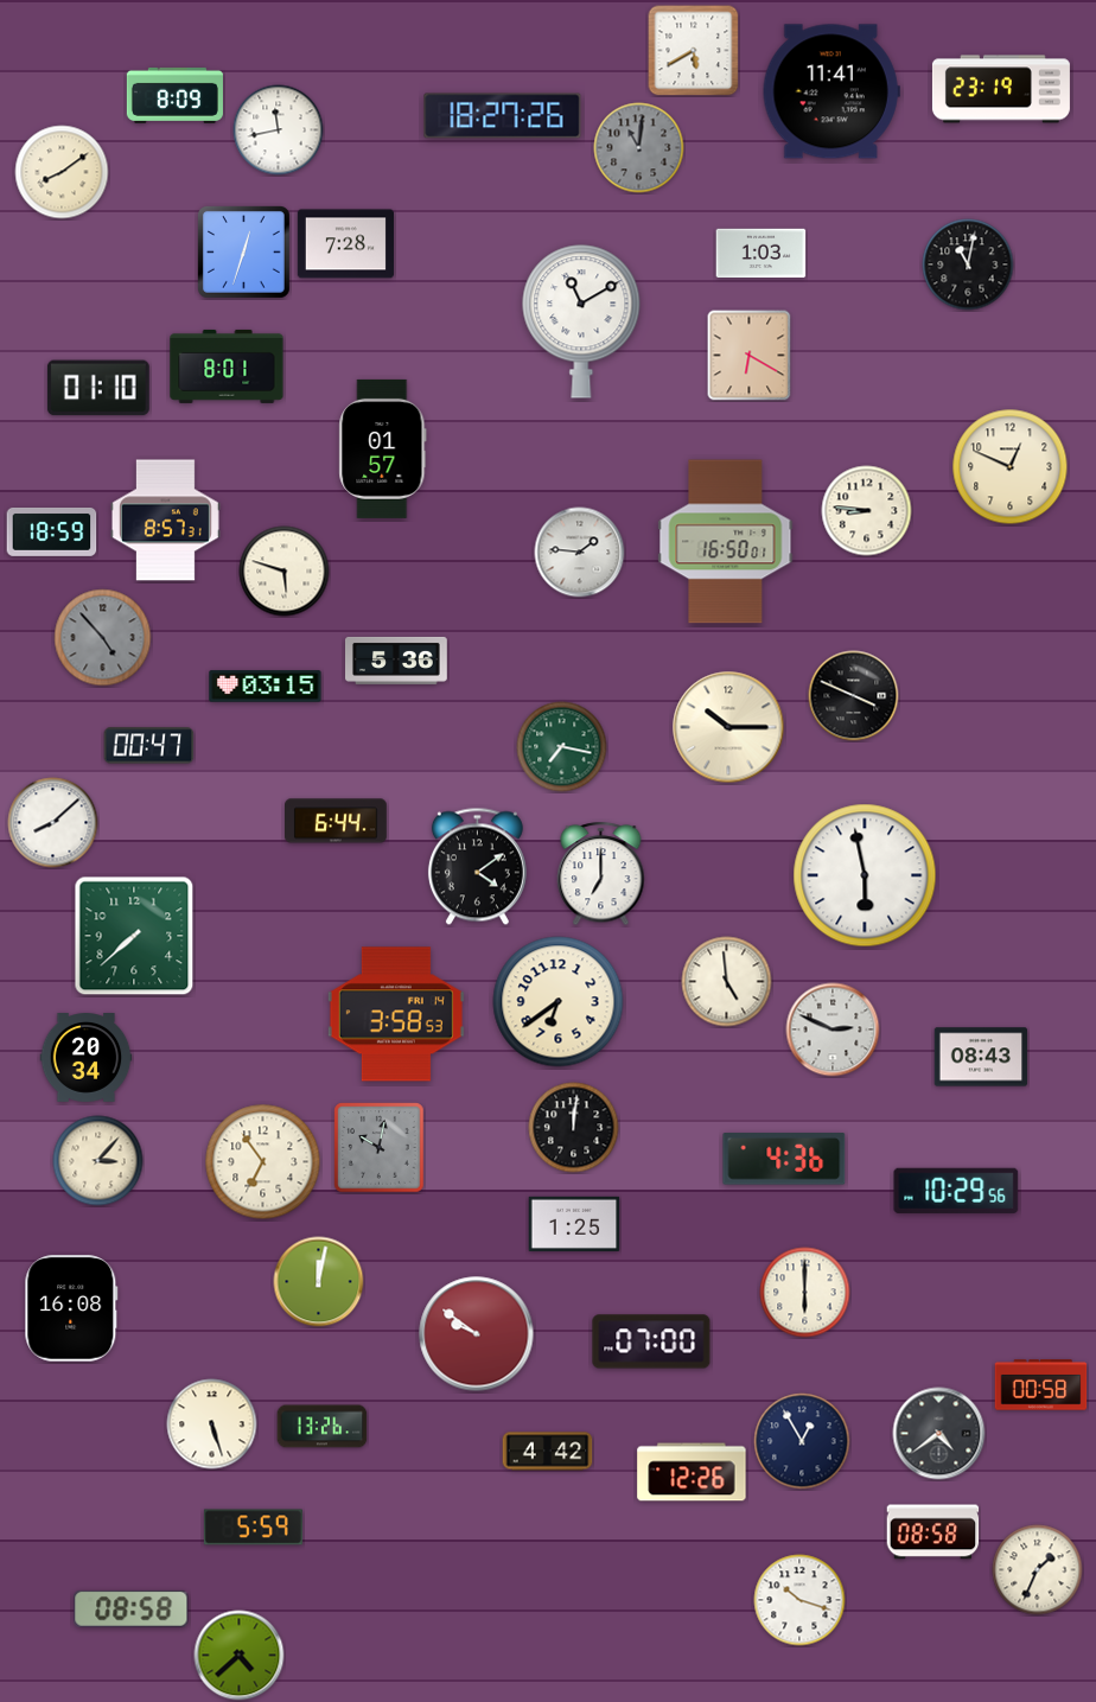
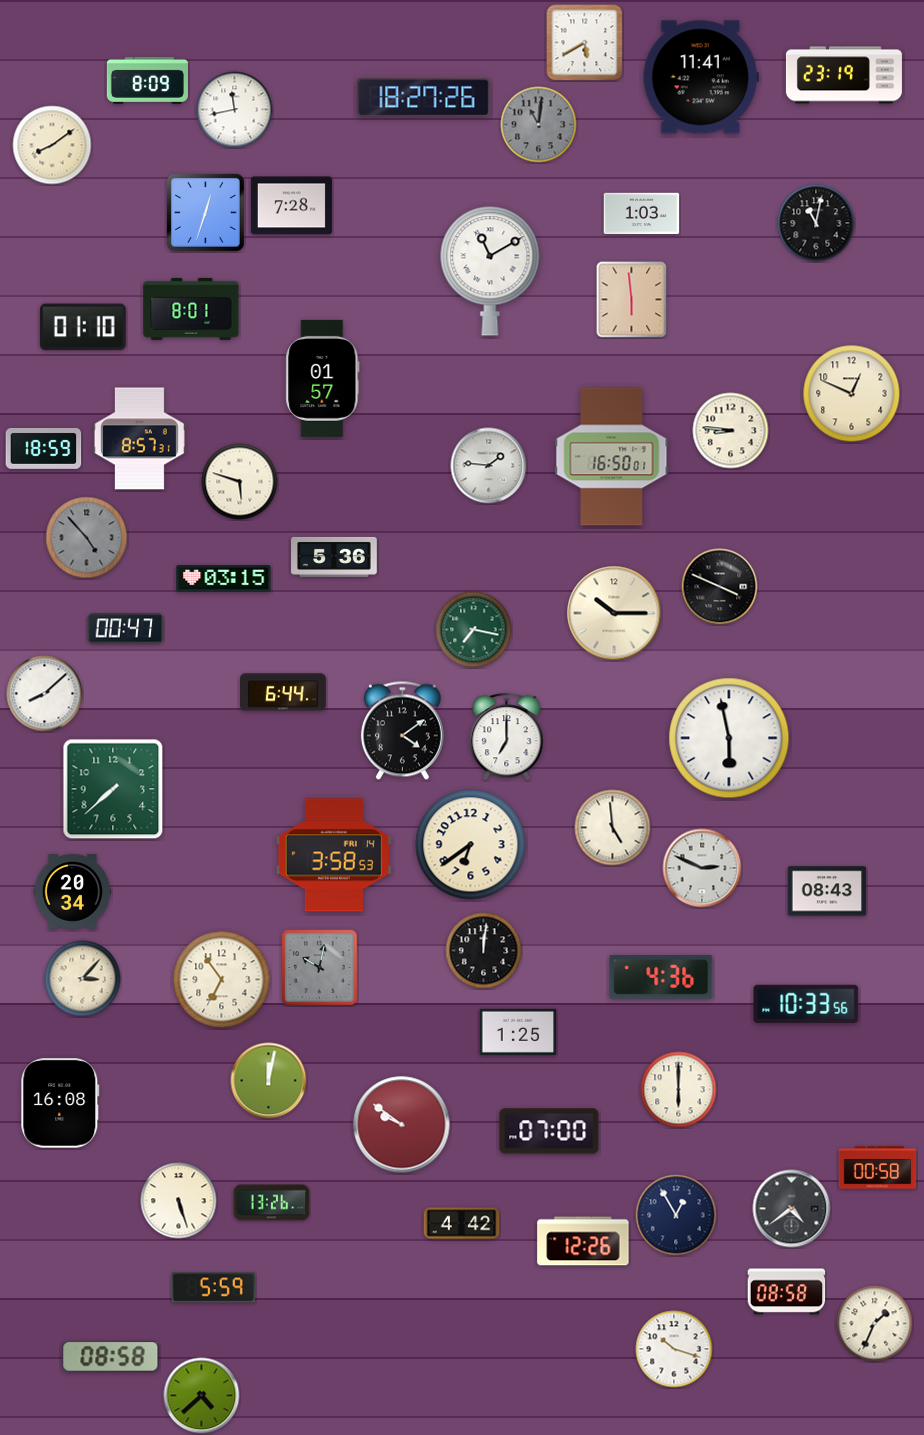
clock at (750, 356): 6:20 -> 5:59
clock at (956, 1191): 10:29 -> 10:33
clock at (574, 1224) position: (574, 1224) -> (518, 1032)
